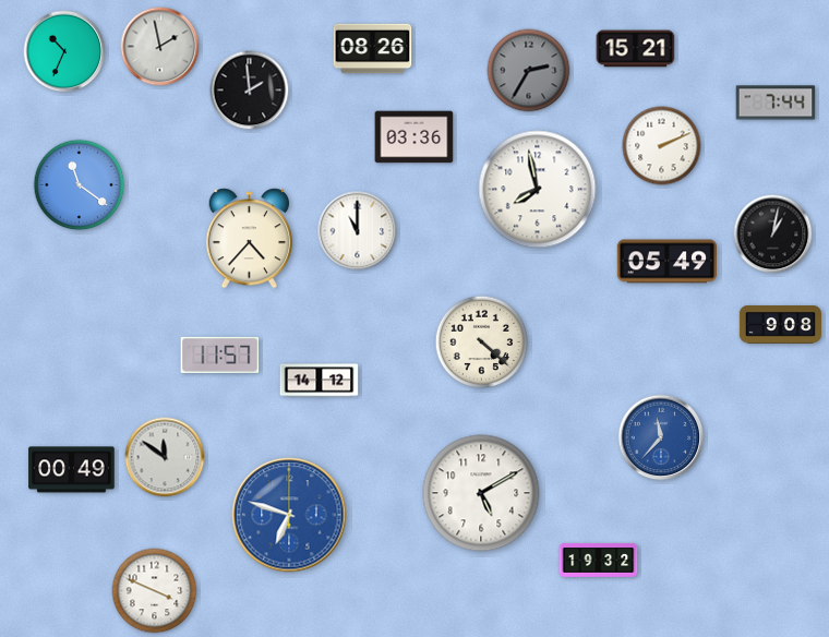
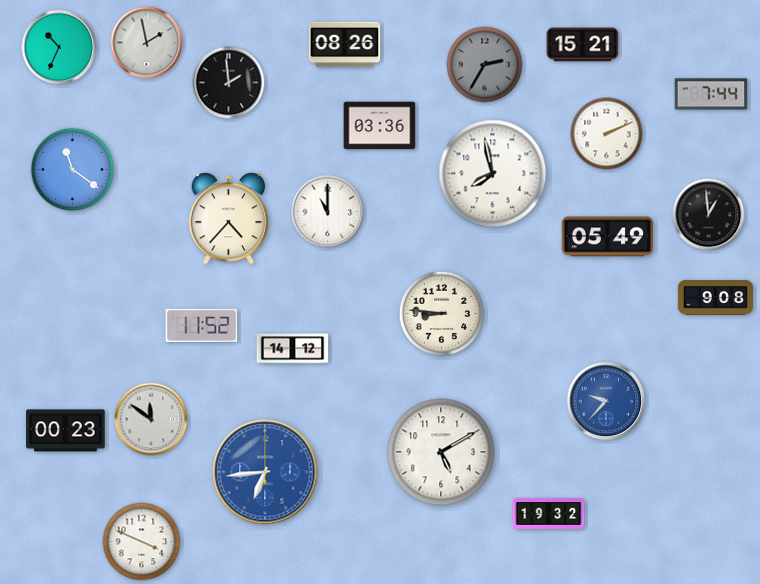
clock at (373, 49) position: (373, 49) -> (345, 45)
clock at (773, 235): 1:02 -> 12:59
clock at (668, 262) position: (668, 262) -> (608, 237)
clock at (482, 342): 4:22 -> 8:46
clock at (220, 354): 11:57 -> 11:52
clock at (661, 437): 11:37 -> 9:37
clock at (72, 470): 00:49 -> 00:23
clock at (289, 515): 6:48 -> 6:44
